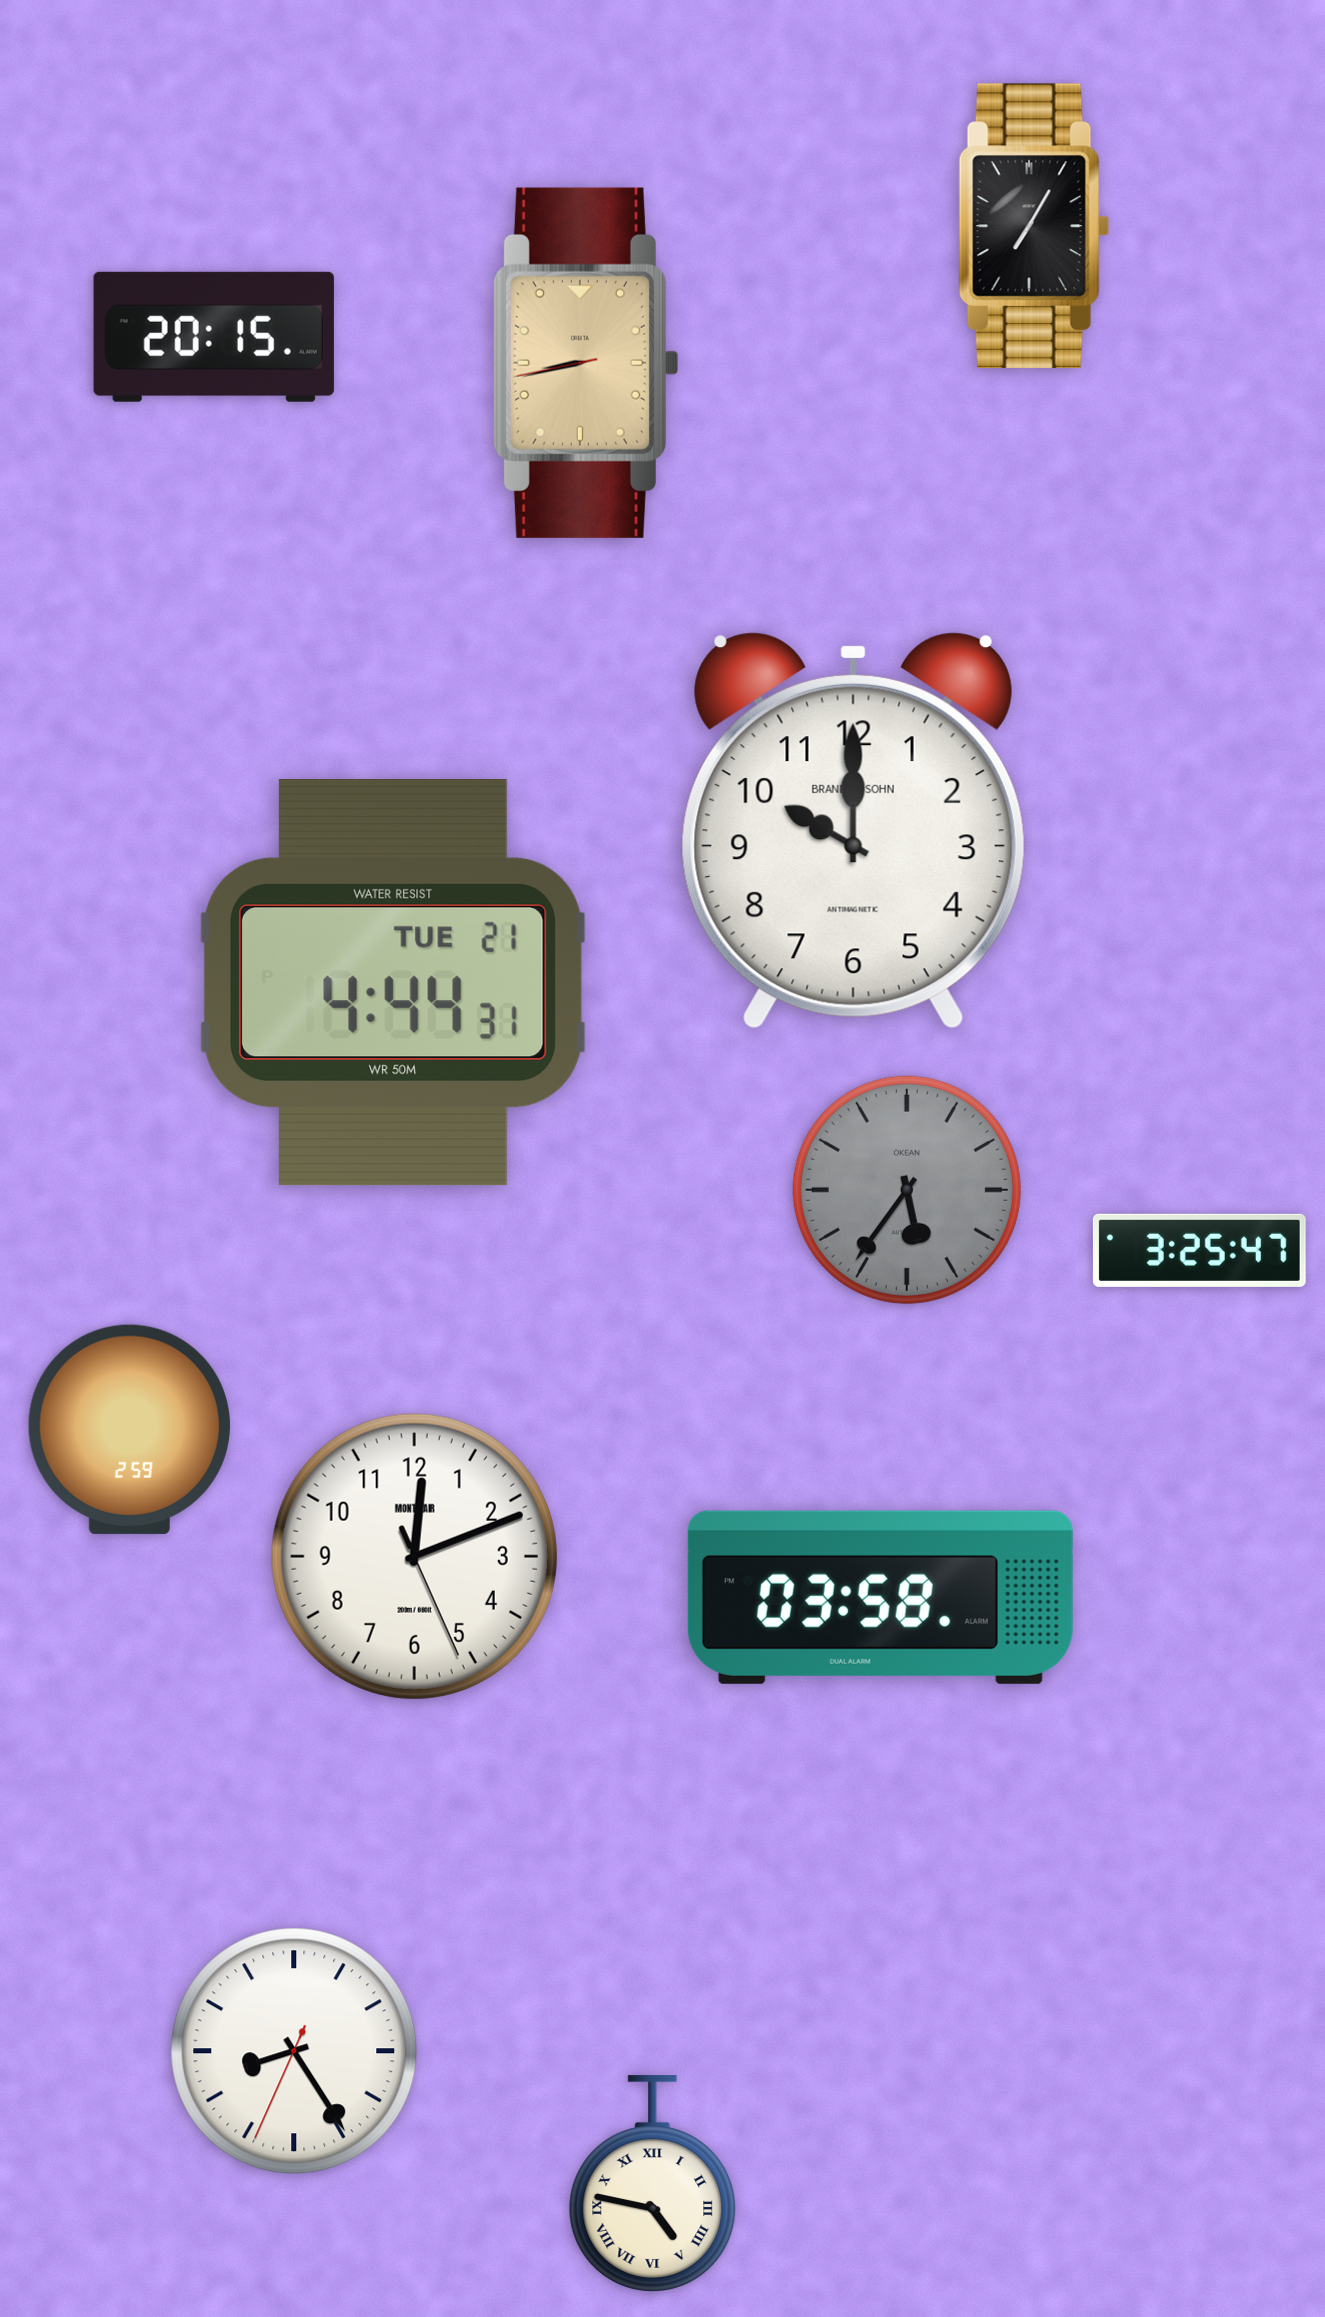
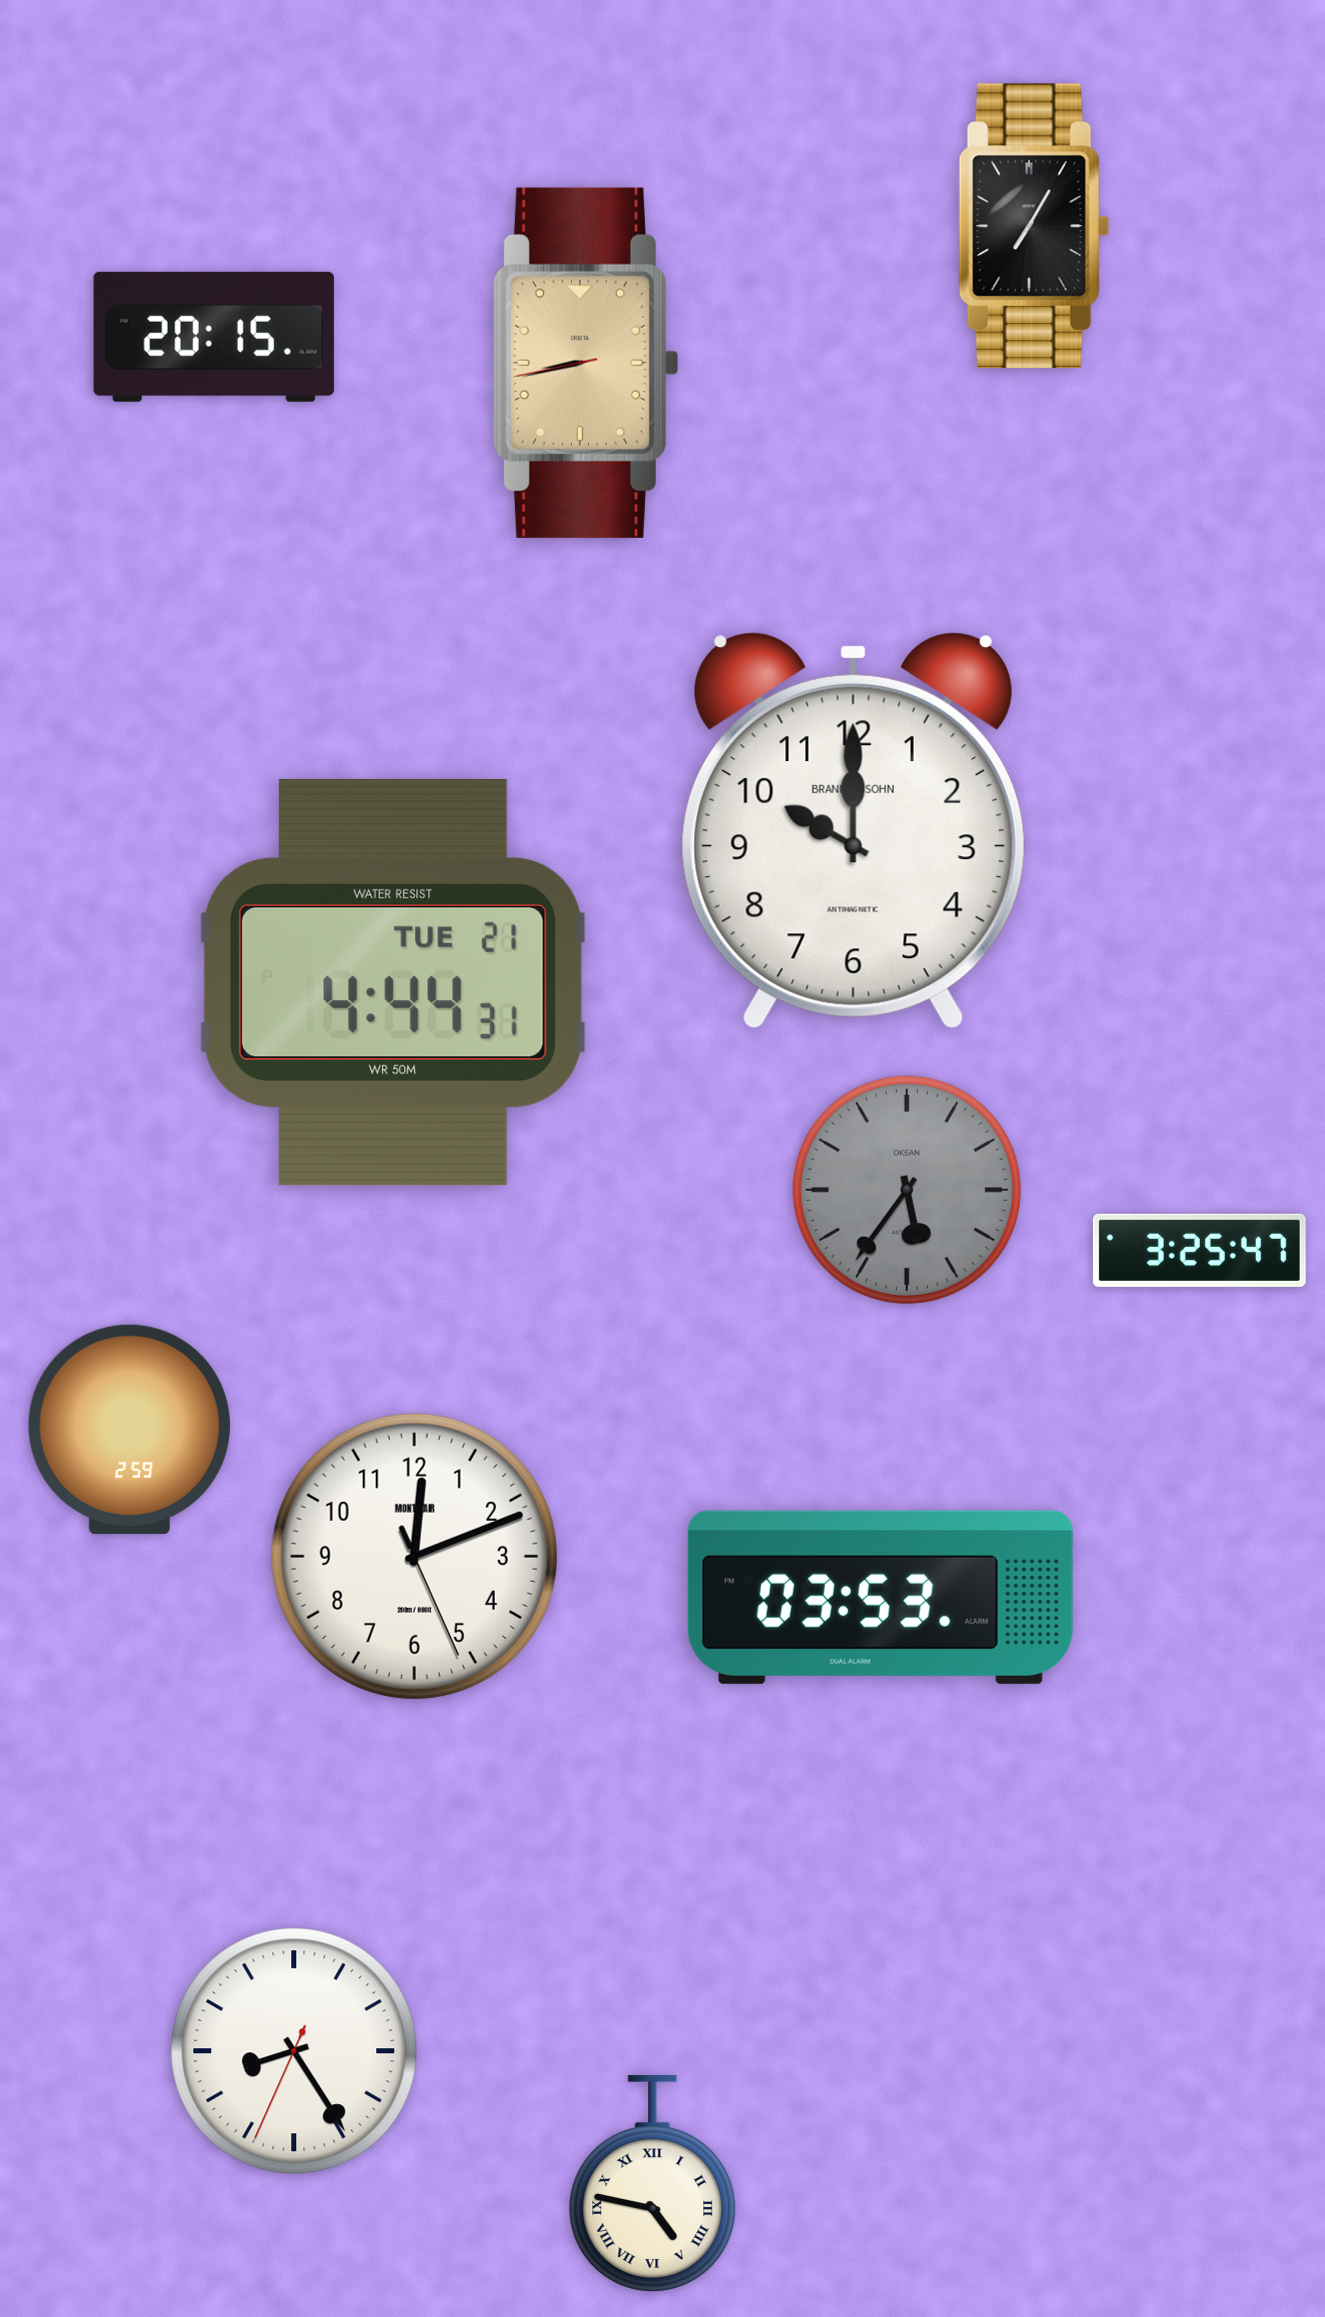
clock at (880, 1597): 03:58 -> 03:53
